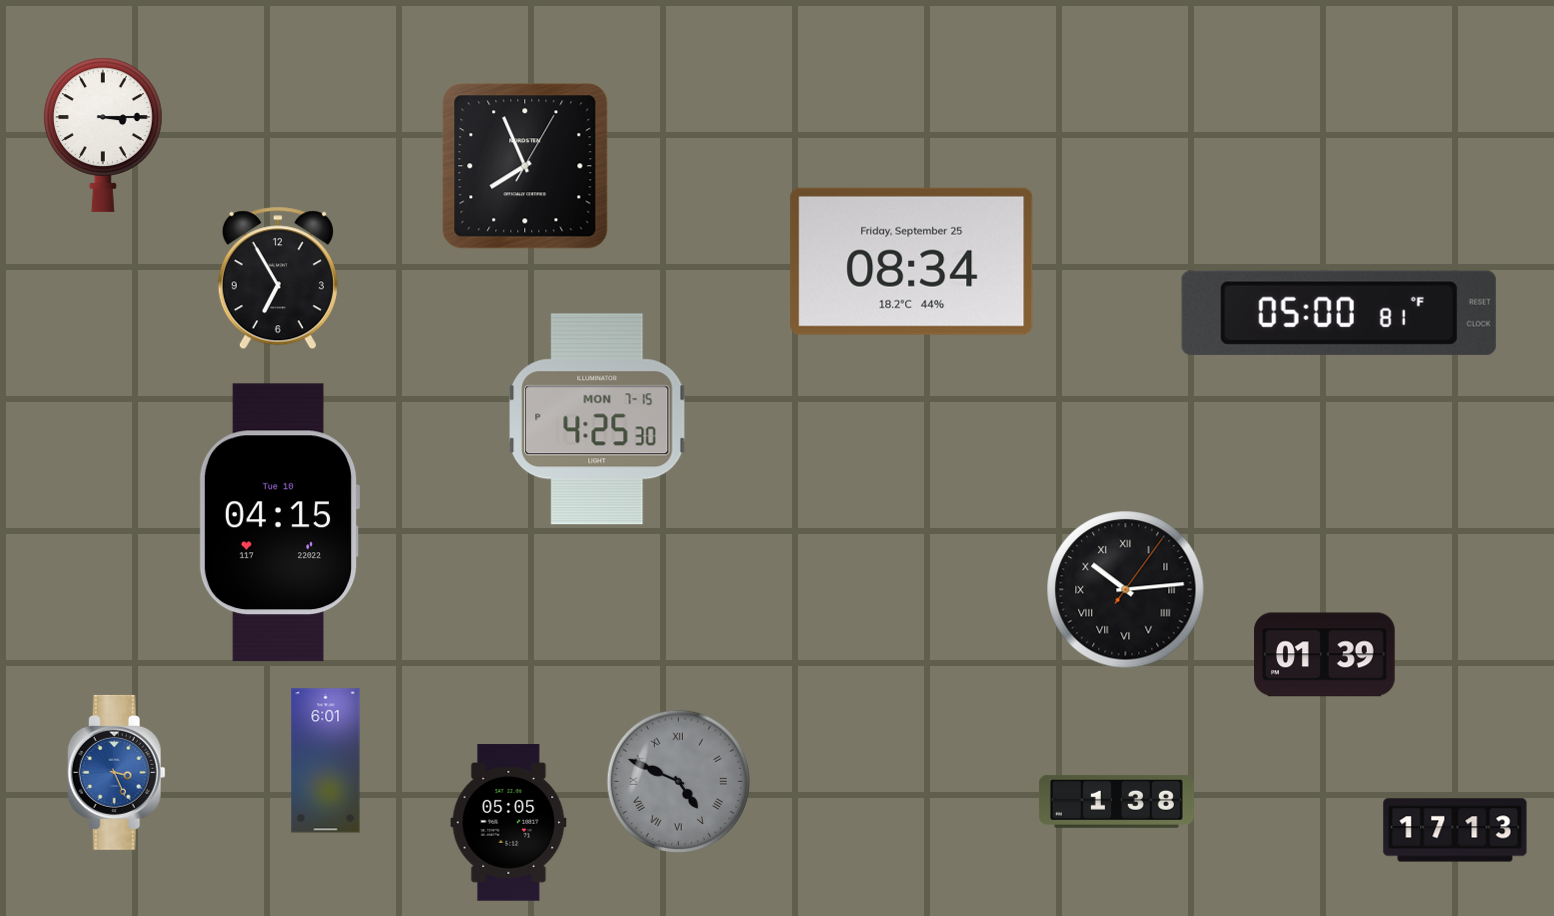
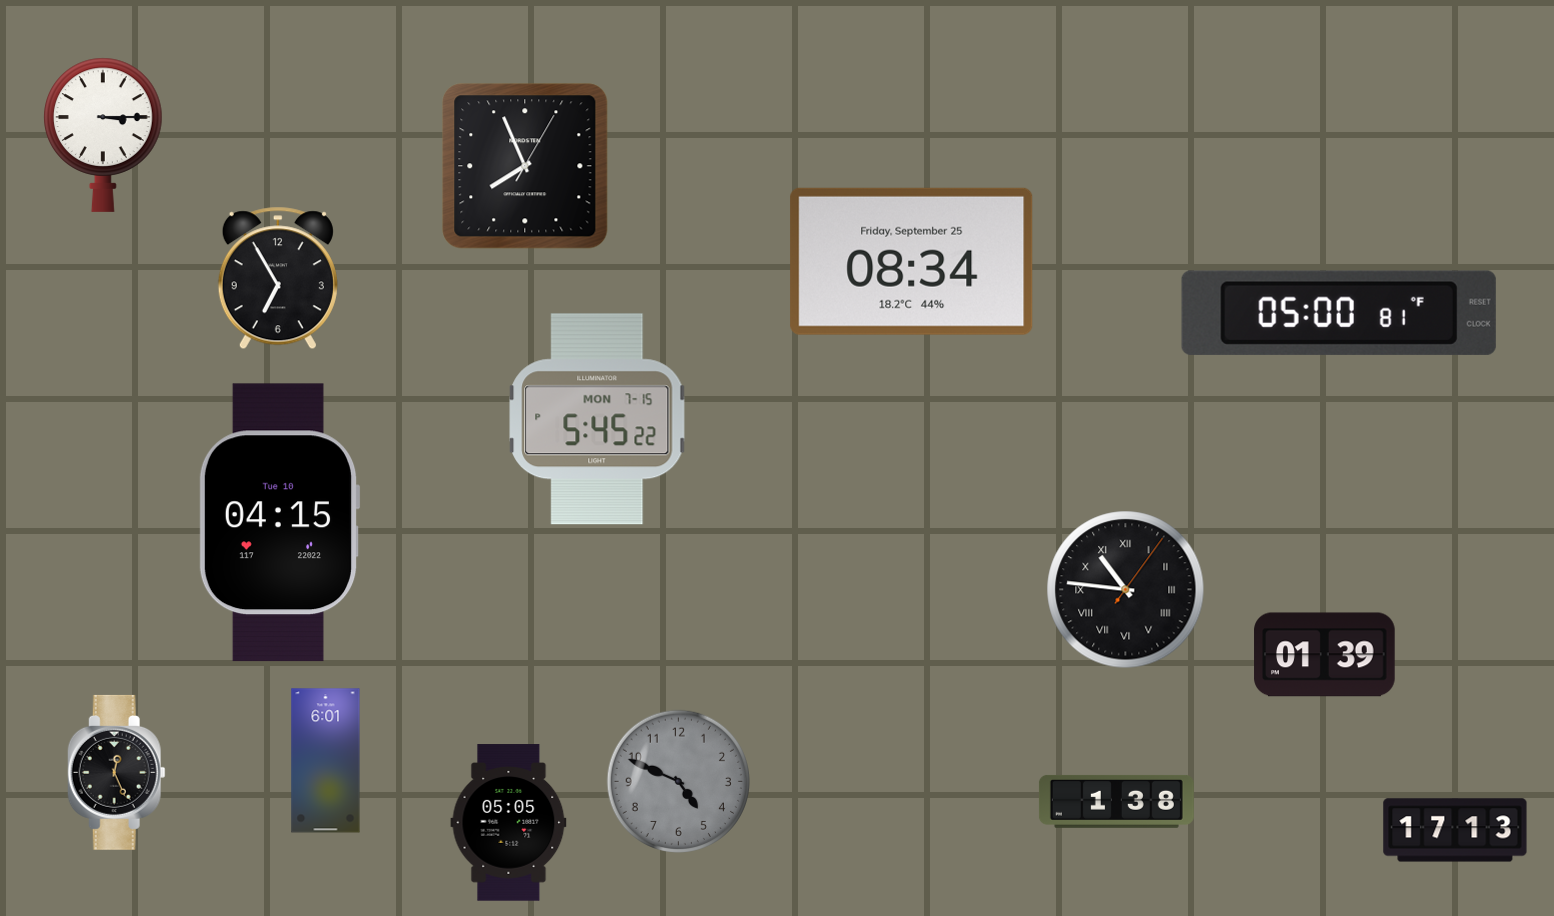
clock at (597, 419): 4:25 -> 5:45
clock at (1126, 590): 10:14 -> 10:46
clock at (116, 772): 3:26 -> 12:26
clock at (116, 772) dial: blue -> black
clock at (678, 781) numerals: Roman -> Arabic
